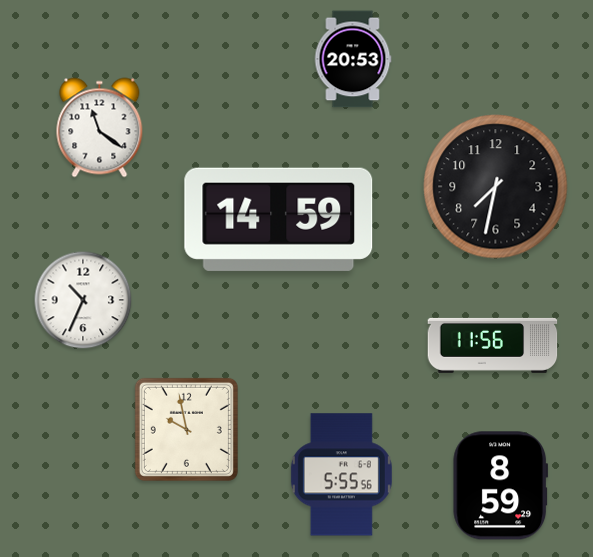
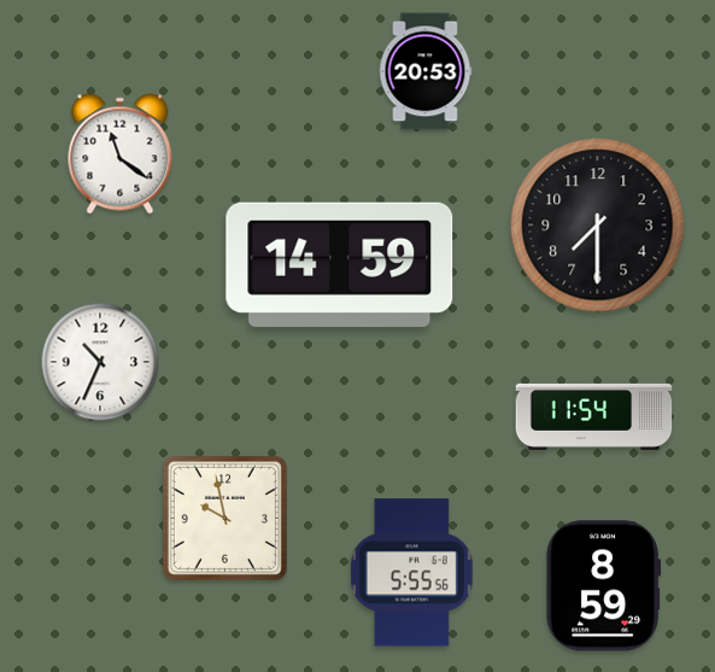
clock at (496, 187): 7:32 -> 7:30
clock at (279, 219) position: (279, 219) -> (340, 264)
clock at (493, 345): 11:56 -> 11:54
